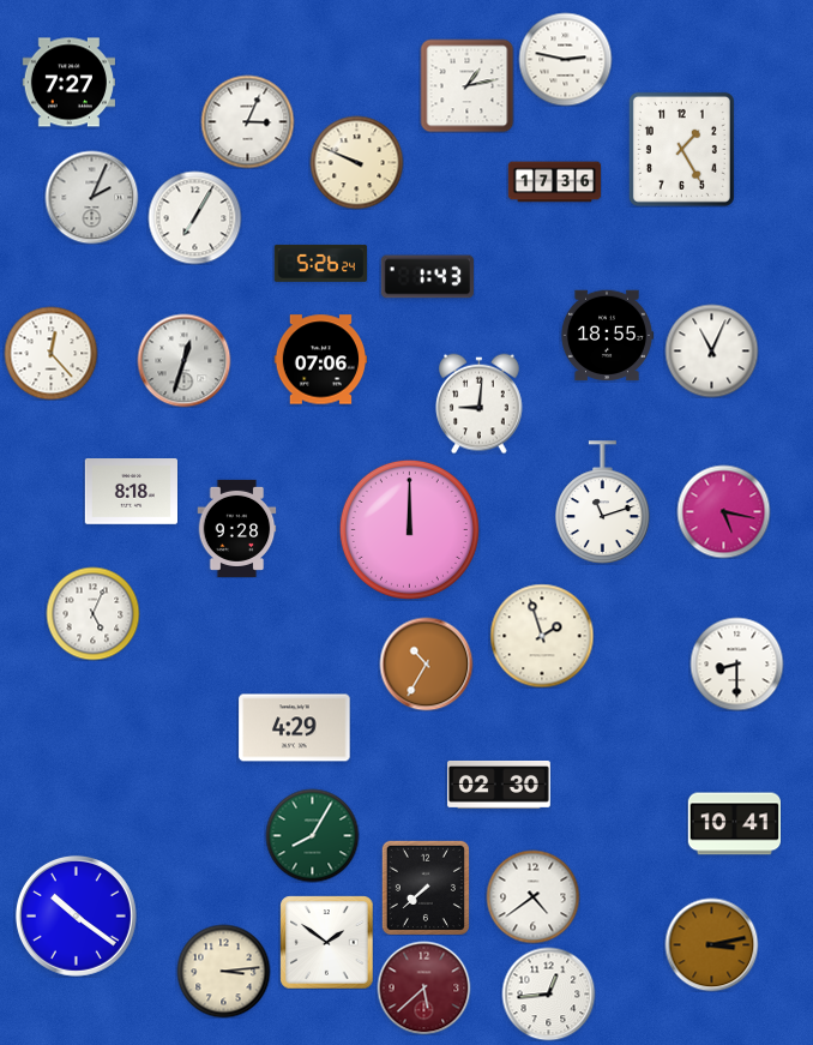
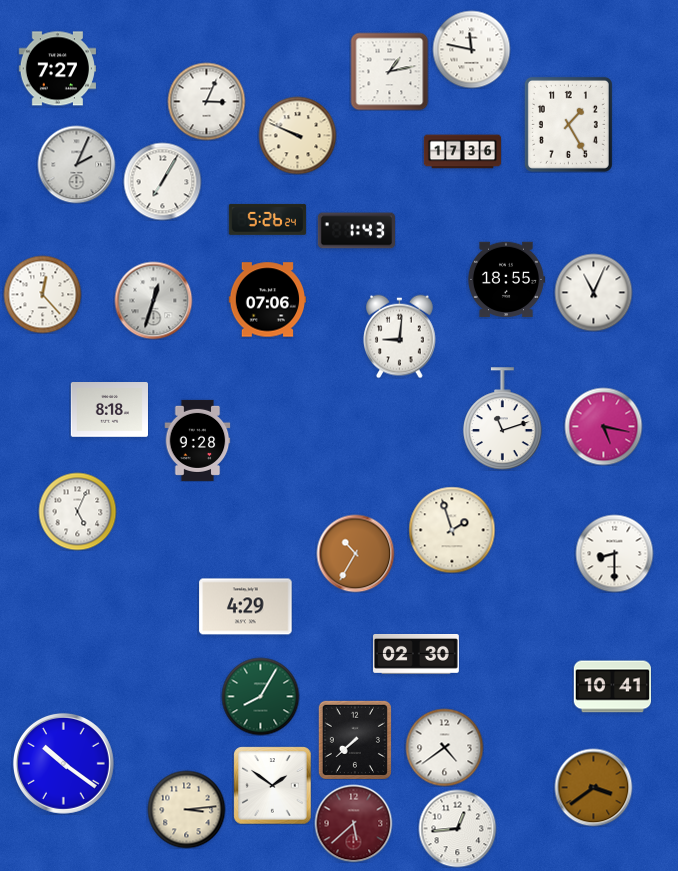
clock at (565, 59): 2:47 -> 11:47
clock at (409, 529): 12:00 -> none
clock at (711, 944): 3:13 -> 3:39
